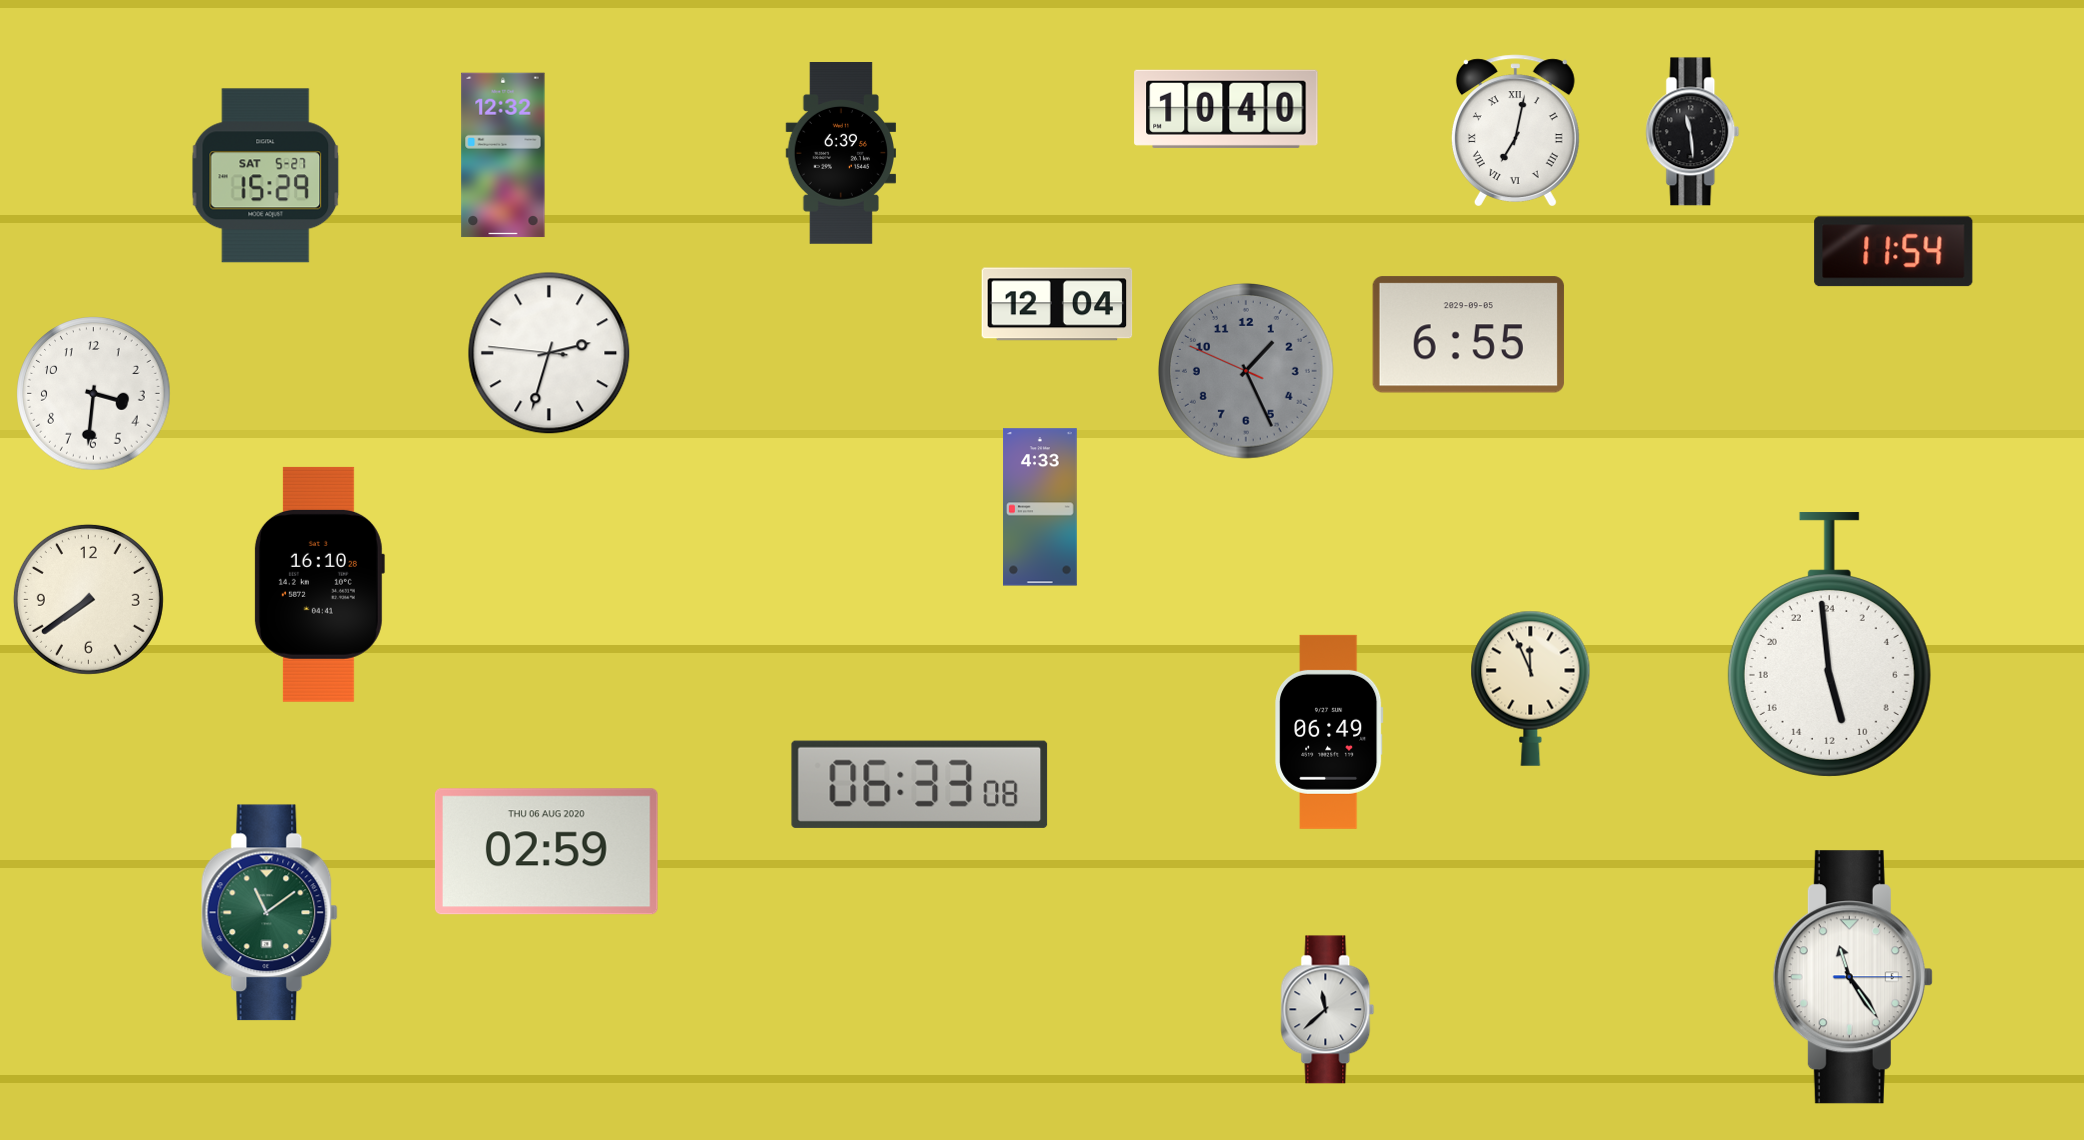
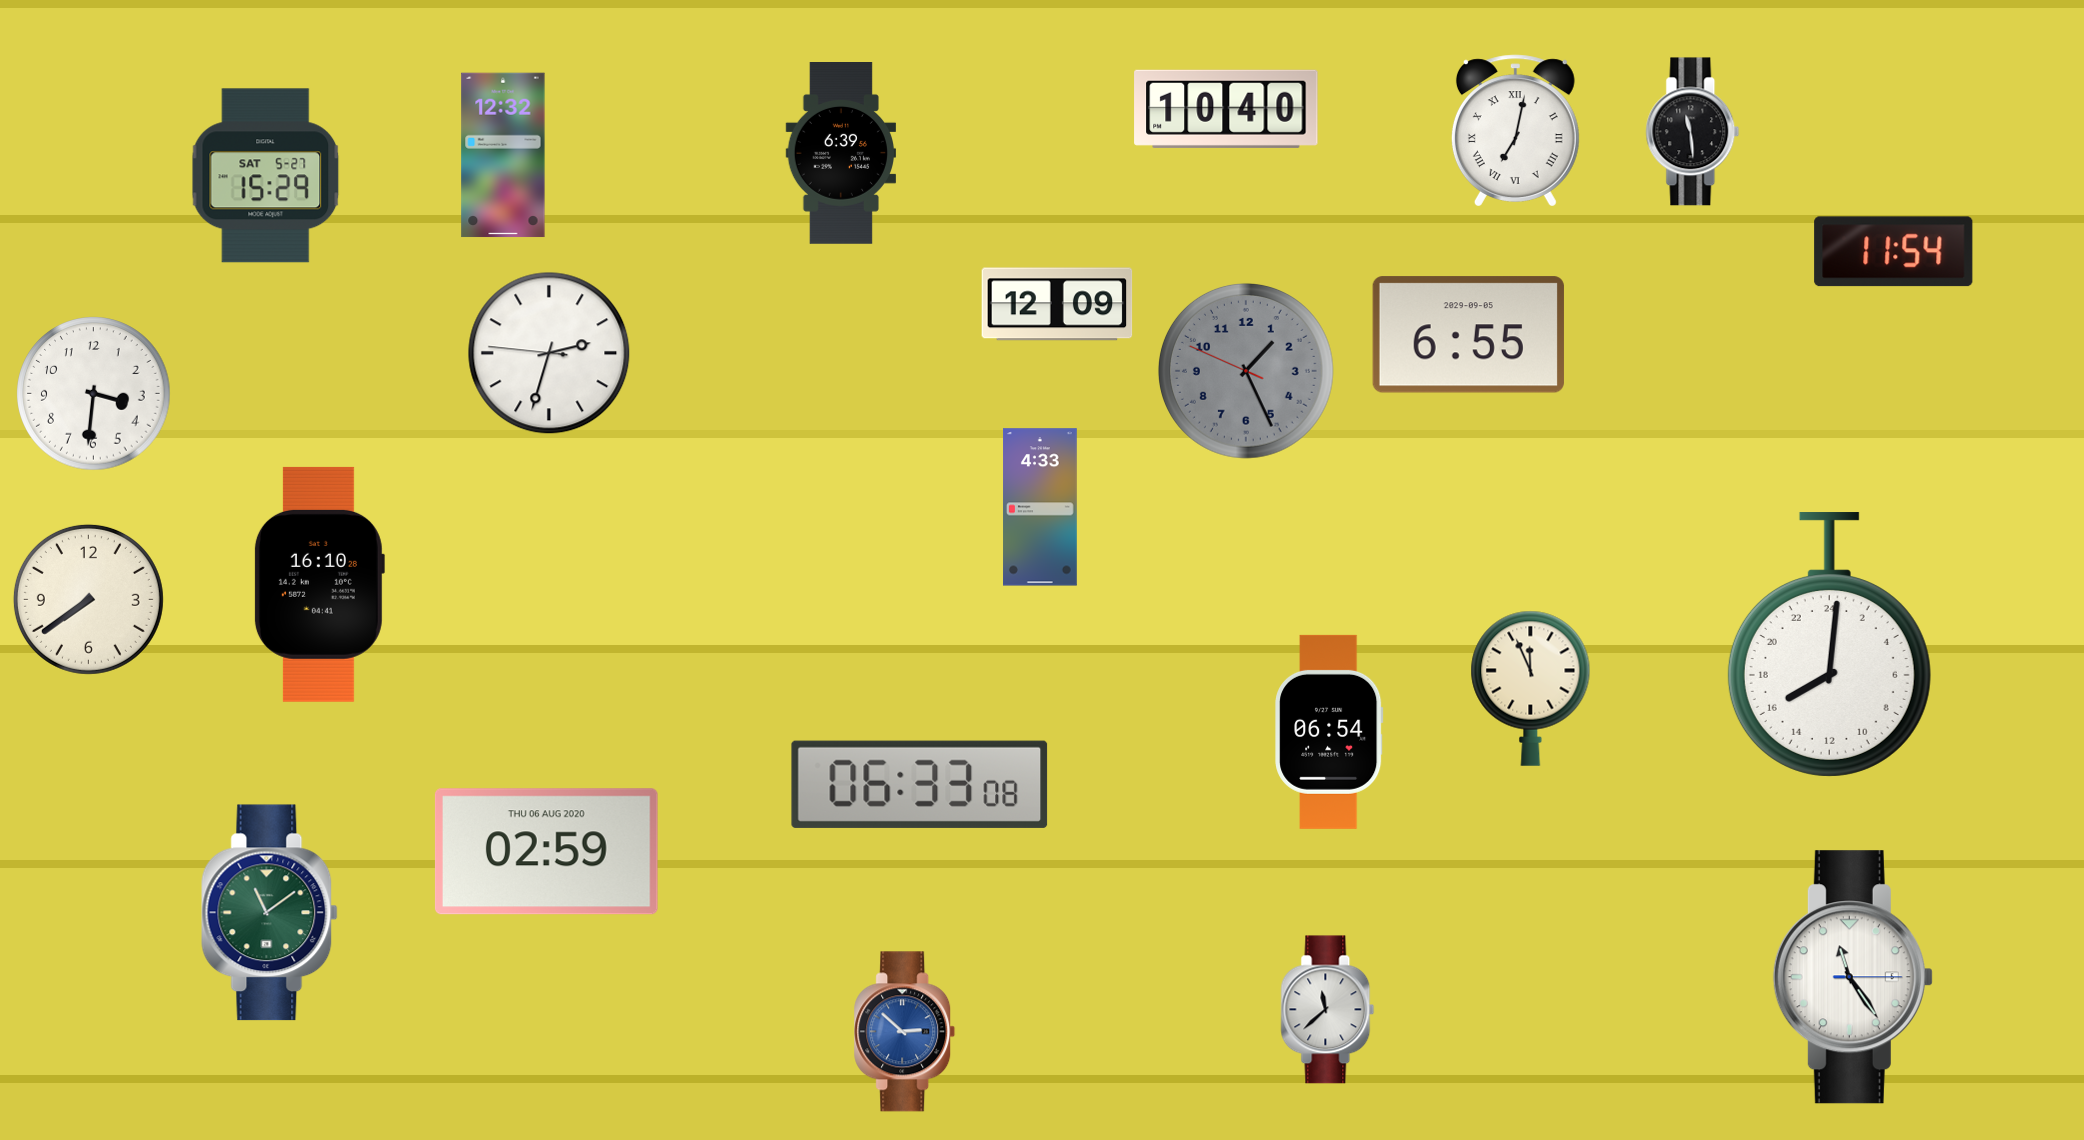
clock at (1057, 304): 12:04 -> 12:09
clock at (1829, 645): 10:59 -> 16:01
clock at (1329, 732): 06:49 -> 06:54
clock at (905, 1032): none -> 2:52
